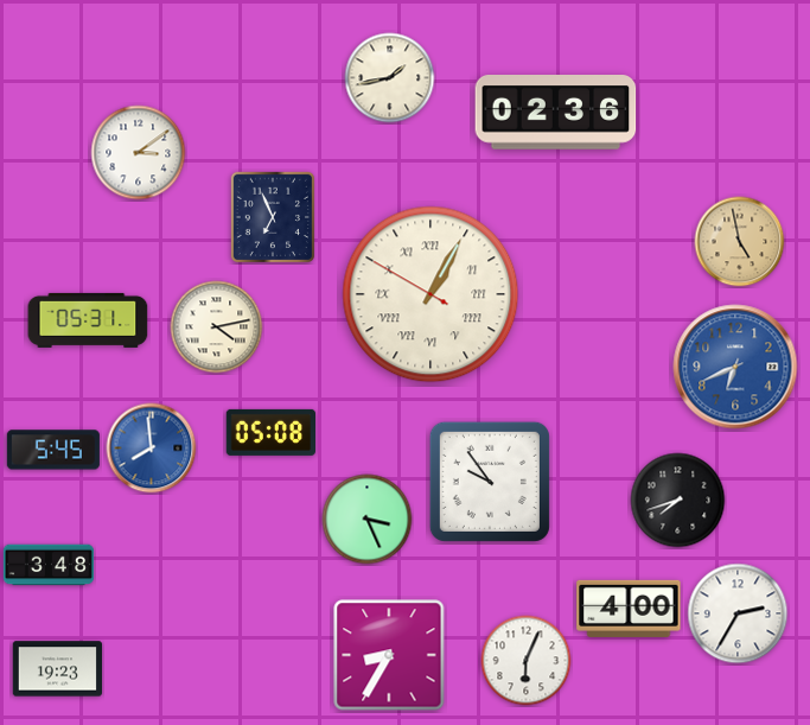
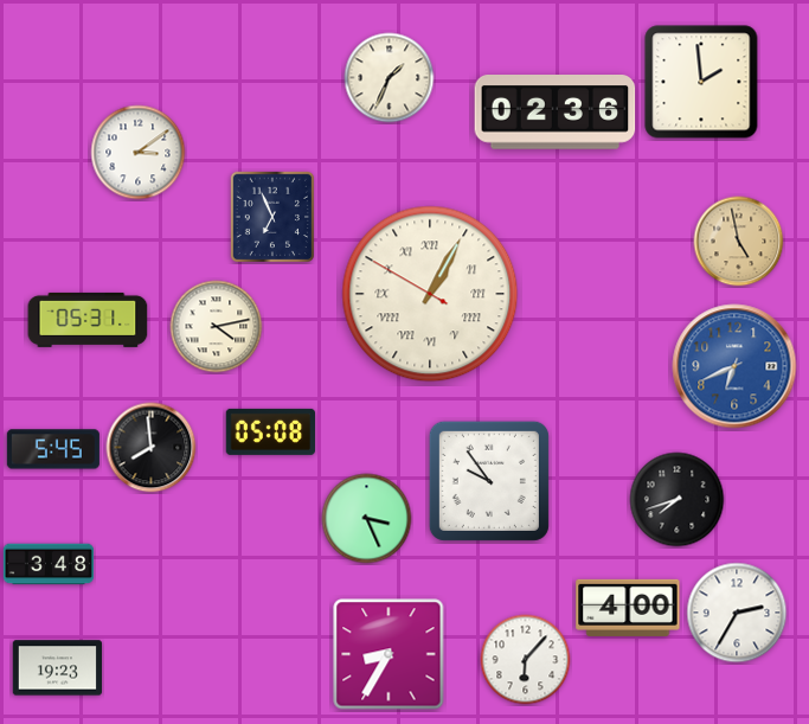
clock at (390, 78): 1:43 -> 1:34
clock at (701, 82): none -> 1:59
clock at (152, 449) dial: blue -> black
clock at (527, 661): 6:04 -> 6:07
